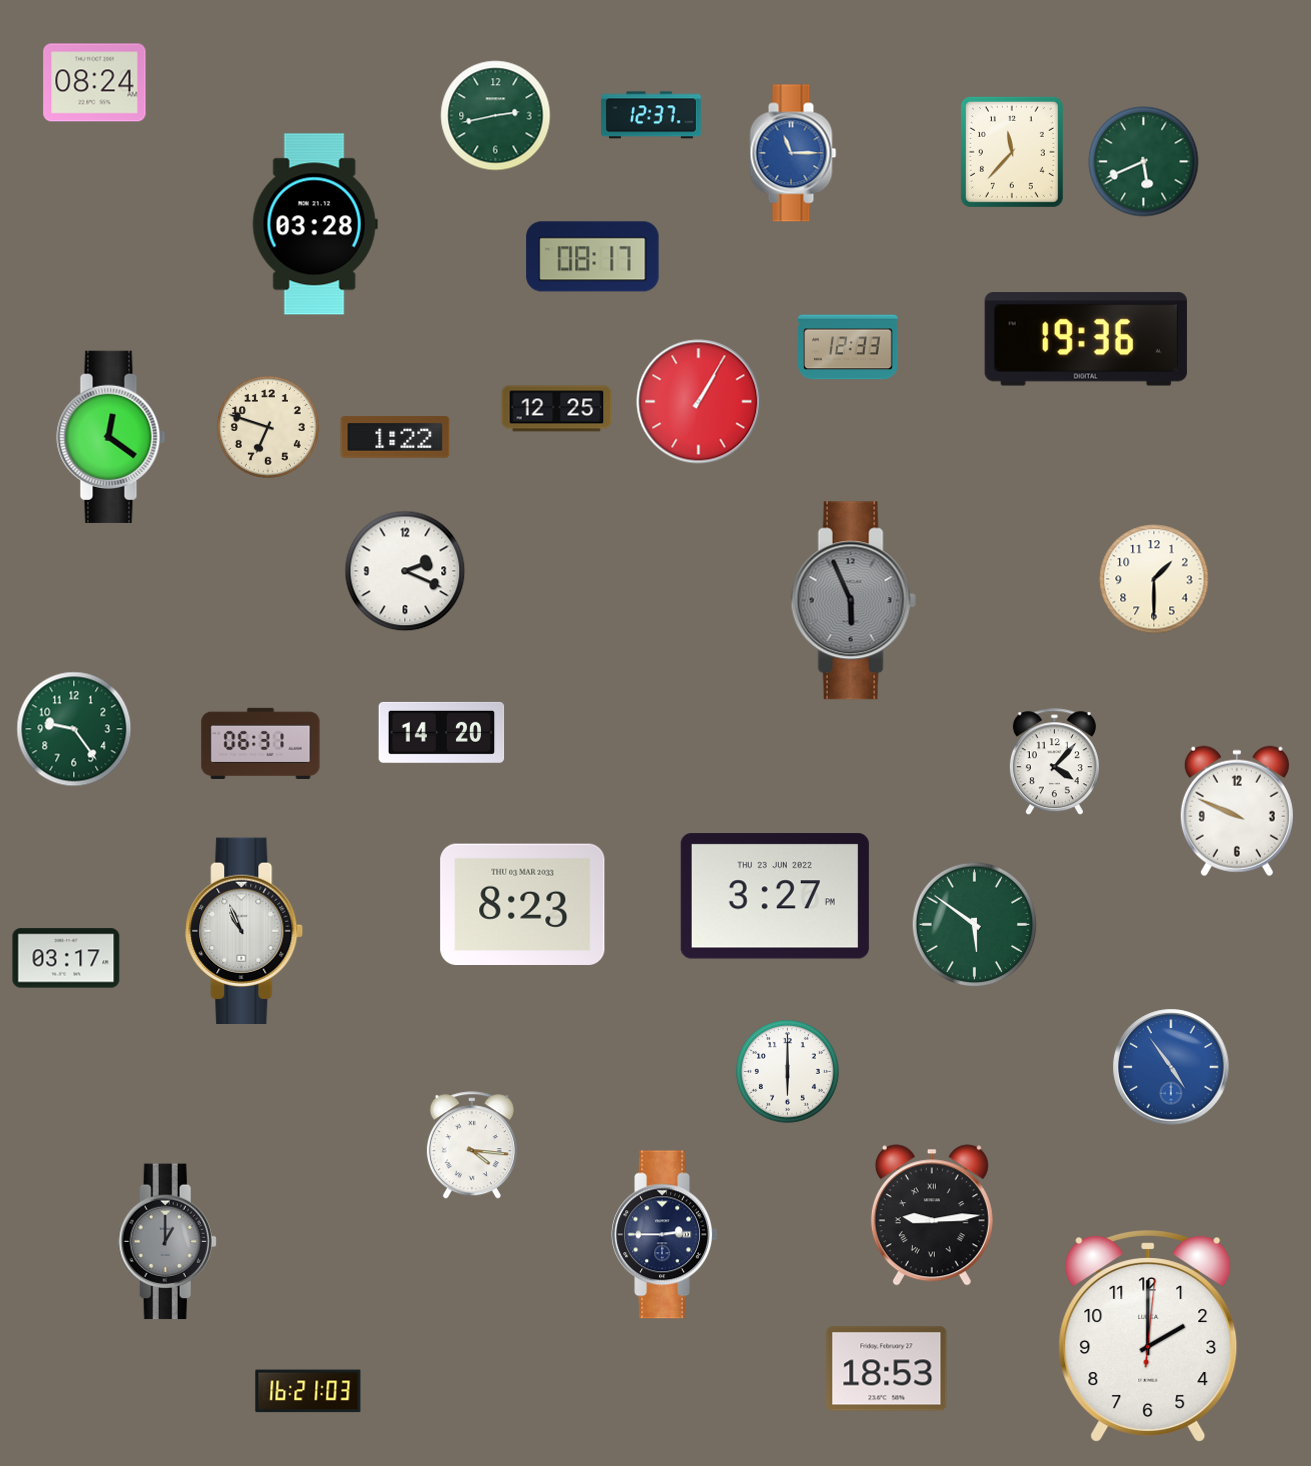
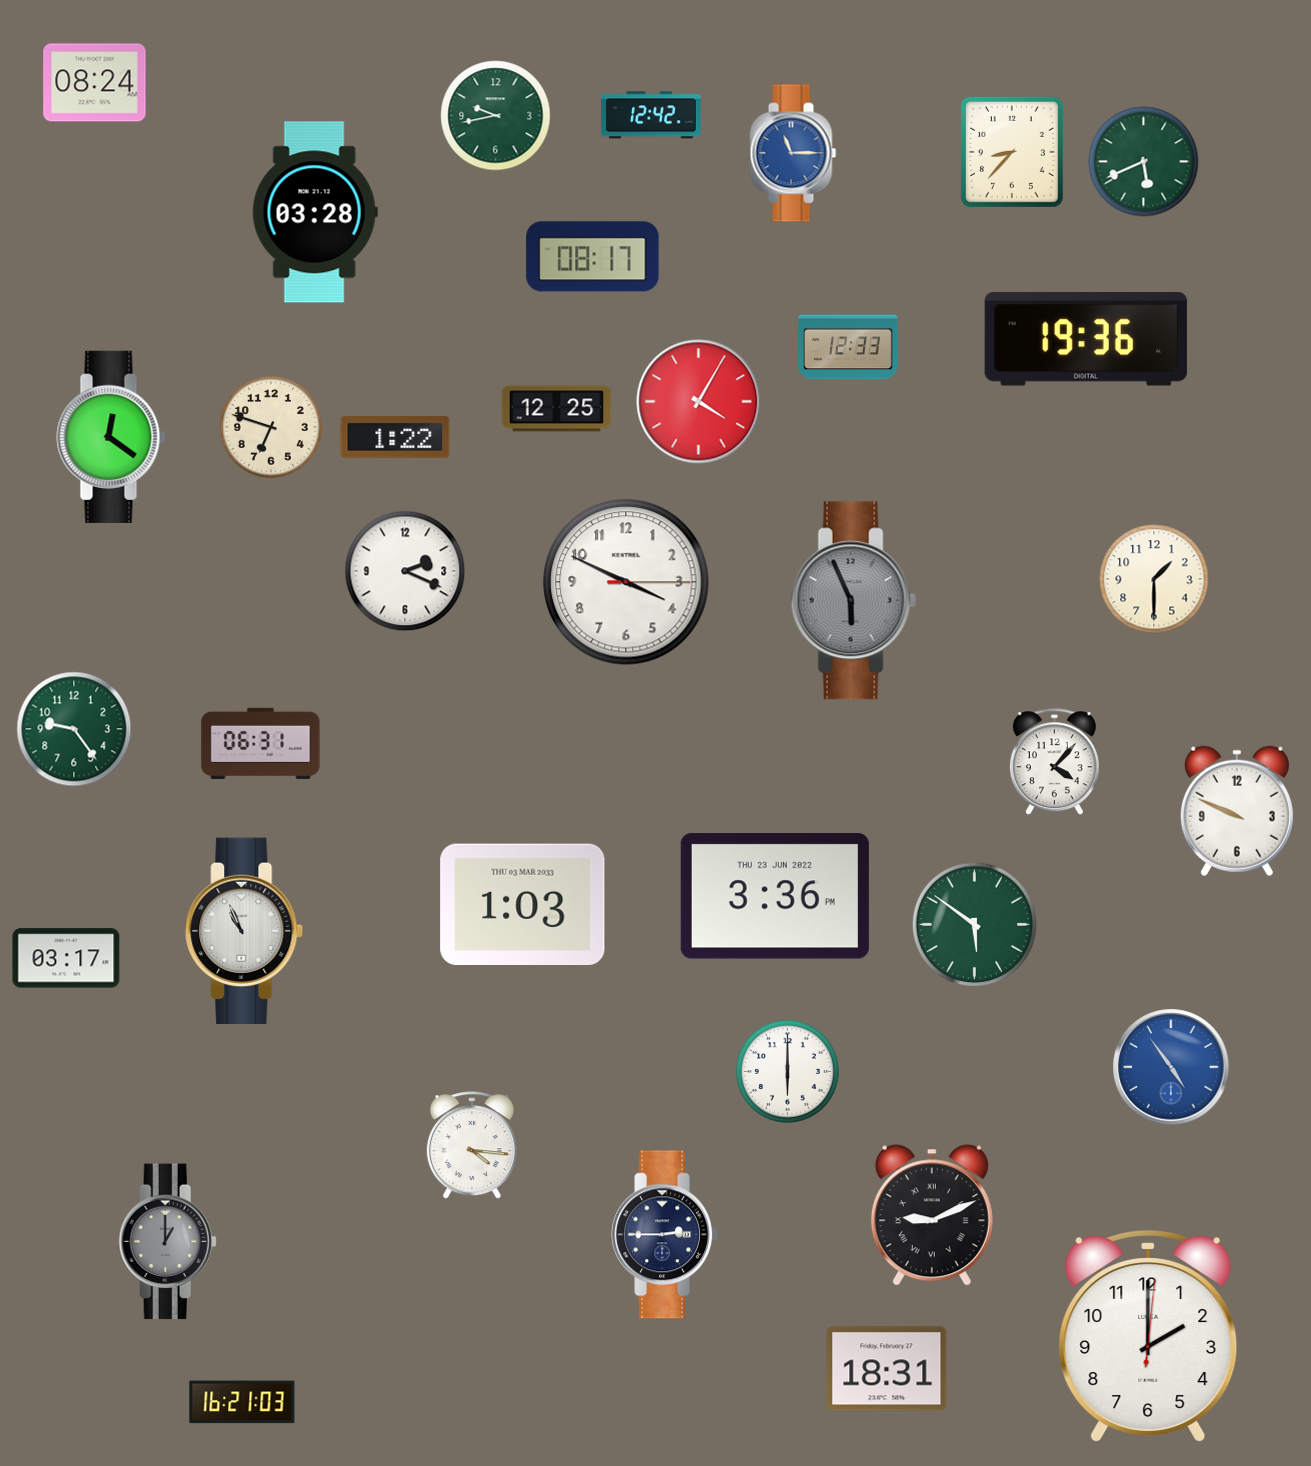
clock at (652, 115): 12:37 -> 12:42
clock at (496, 116): 2:43 -> 9:43
clock at (1012, 152): 11:37 -> 8:37
clock at (315, 224) position: (315, 224) -> (315, 212)
clock at (699, 402): 1:05 -> 4:05
clock at (268, 427) position: (268, 427) -> (271, 427)
clock at (626, 582): none -> 3:49
clock at (442, 732): 14:20 -> none
clock at (775, 896): 3:27 -> 3:36
clock at (523, 905): 8:23 -> 1:03
clock at (932, 1215): 9:14 -> 9:11
clock at (887, 1369): 18:53 -> 18:31
clock at (308, 1391) position: (308, 1391) -> (242, 1402)
